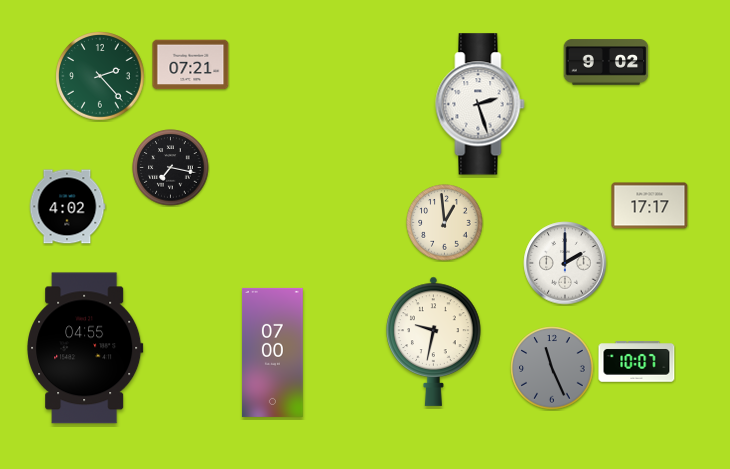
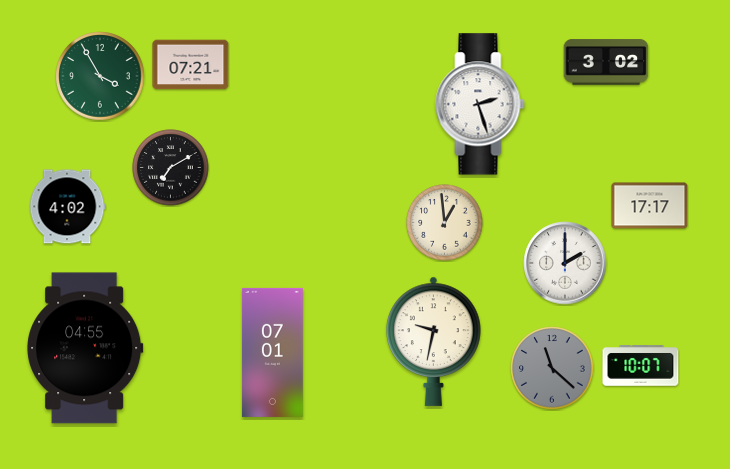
clock at (606, 62): 9:02 -> 3:02
clock at (100, 76): 2:23 -> 3:55
clock at (171, 168): 7:17 -> 7:10
clock at (272, 352): 07:00 -> 07:01
clock at (637, 362) position: (637, 362) -> (641, 366)
clock at (552, 368): 11:26 -> 11:22
